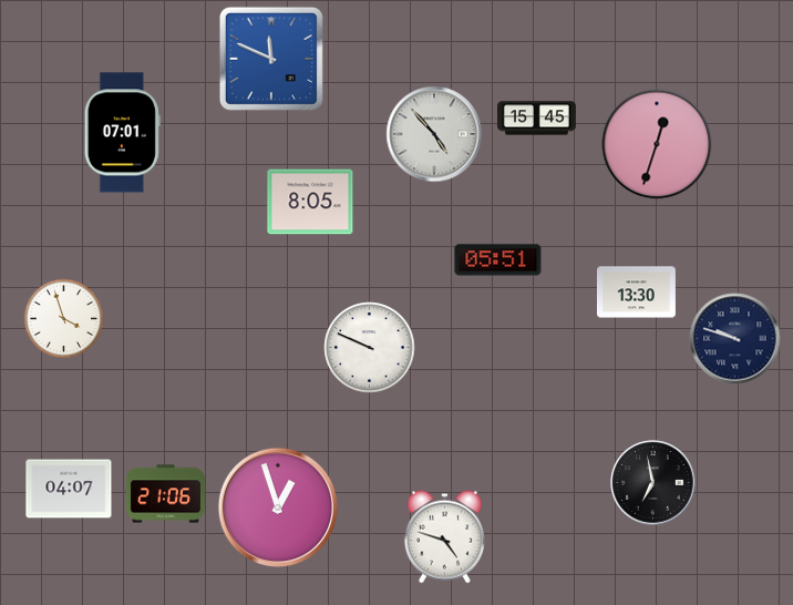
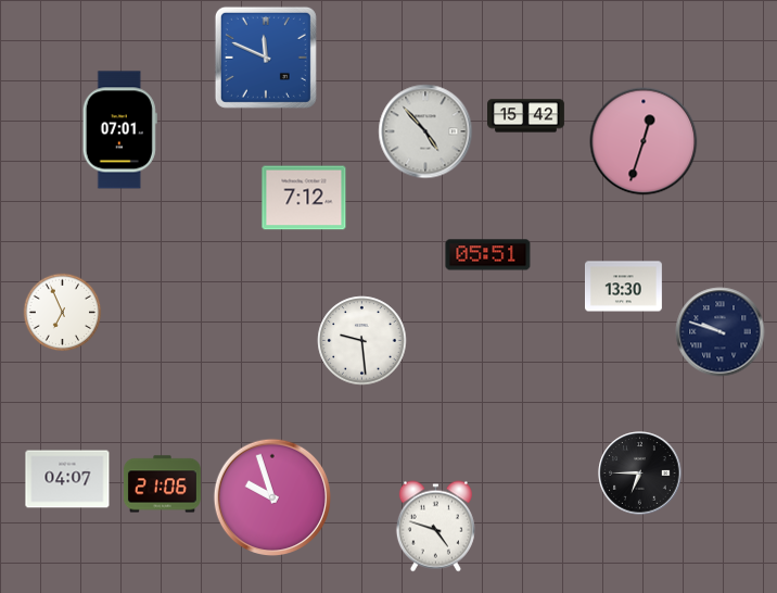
clock at (537, 119): 15:45 -> 15:42
clock at (310, 202): 8:05 -> 7:12
clock at (64, 319): 3:57 -> 6:56
clock at (370, 348): 9:49 -> 9:29
clock at (653, 483): 6:58 -> 6:45
clock at (278, 507): 12:57 -> 9:57
